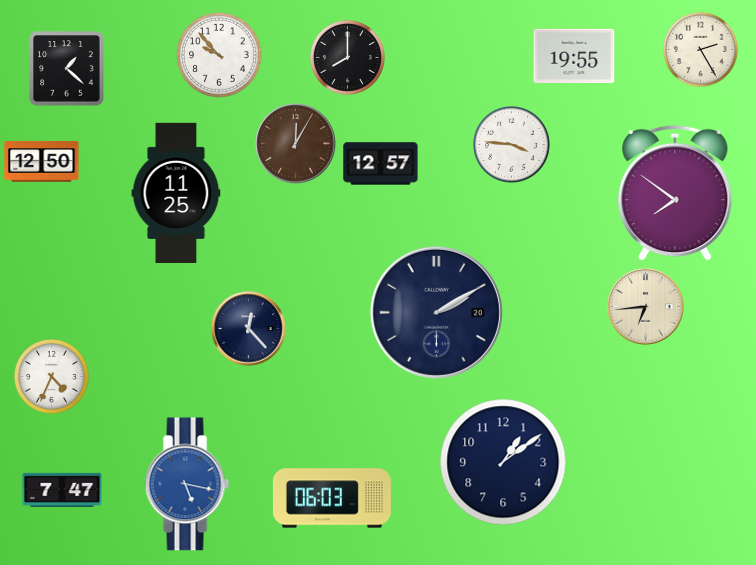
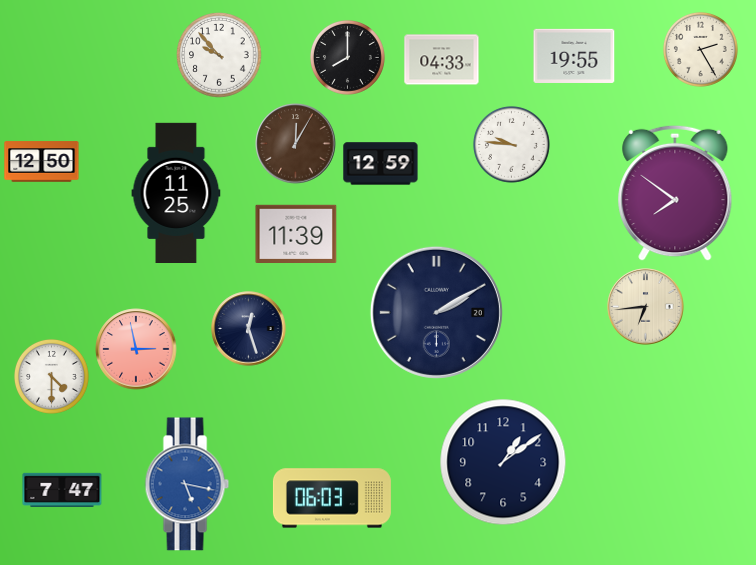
clock at (442, 60): none -> 04:33
clock at (67, 69): 1:22 -> none
clock at (512, 145): 3:46 -> 9:46
clock at (381, 164): 12:57 -> 12:59
clock at (296, 233): none -> 11:39
clock at (249, 329): 12:23 -> 12:27
clock at (136, 349): none -> 2:58
clock at (51, 376): 4:34 -> 4:30
